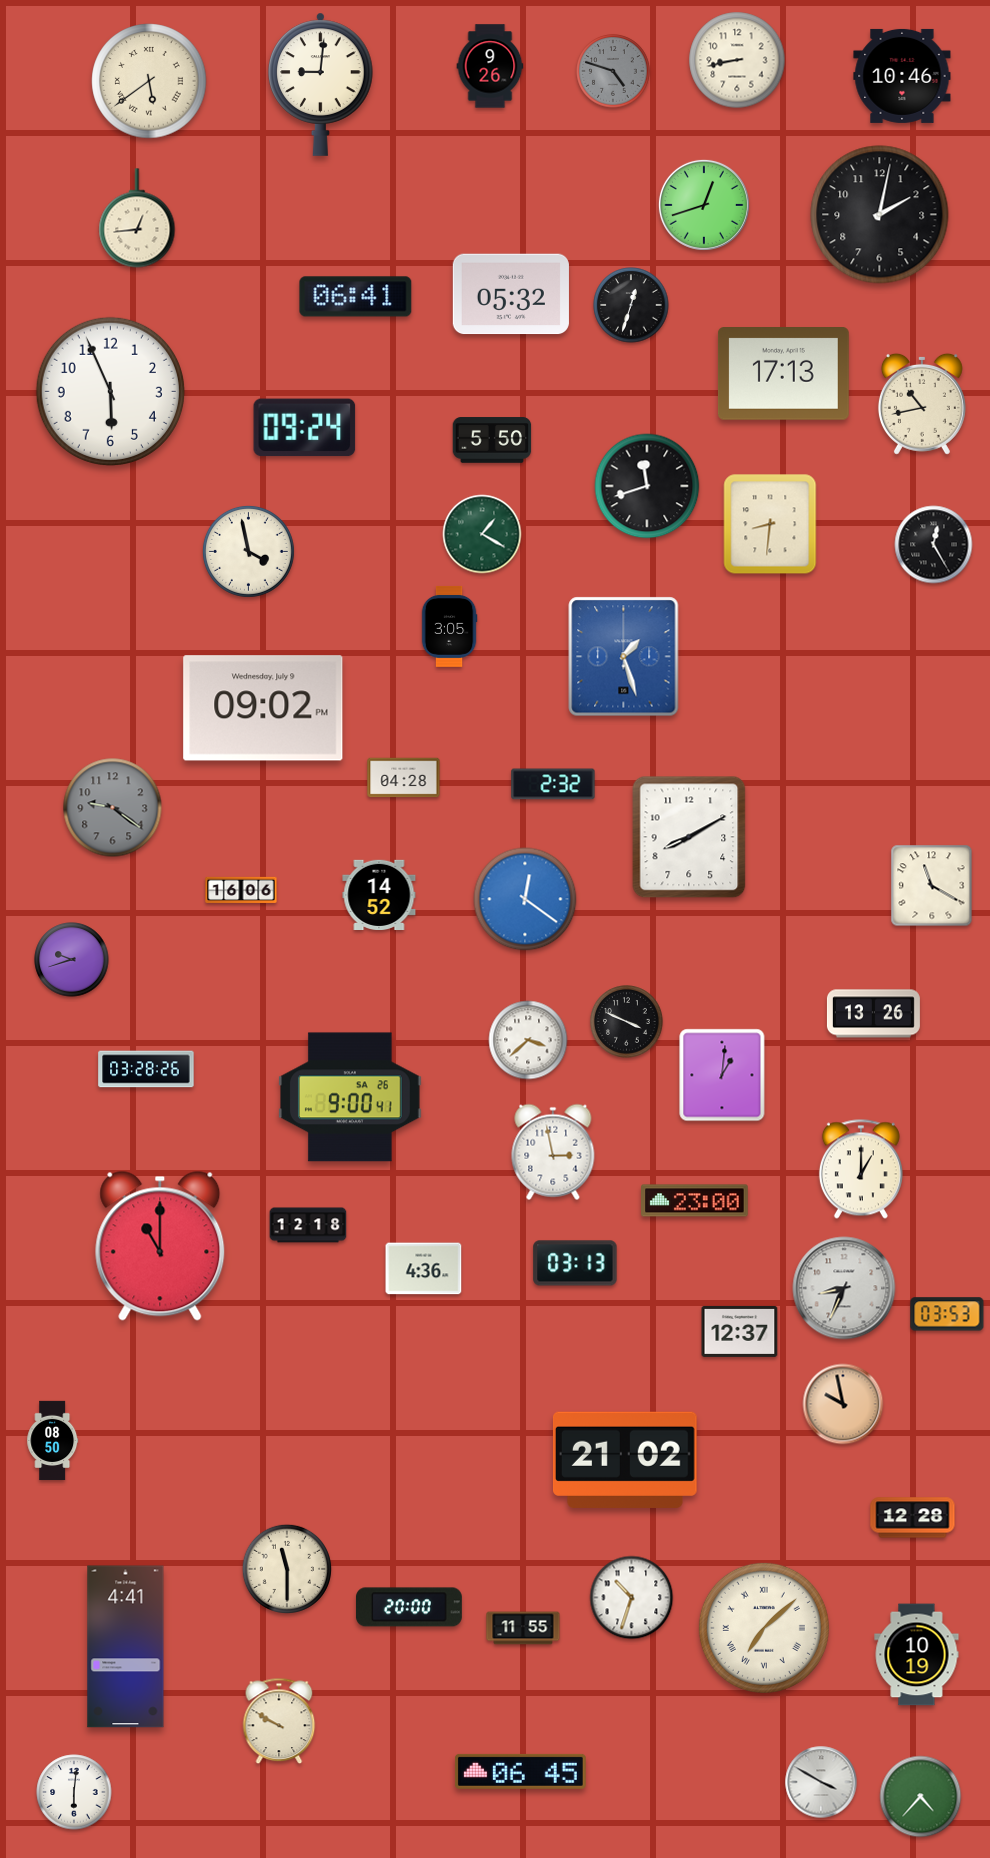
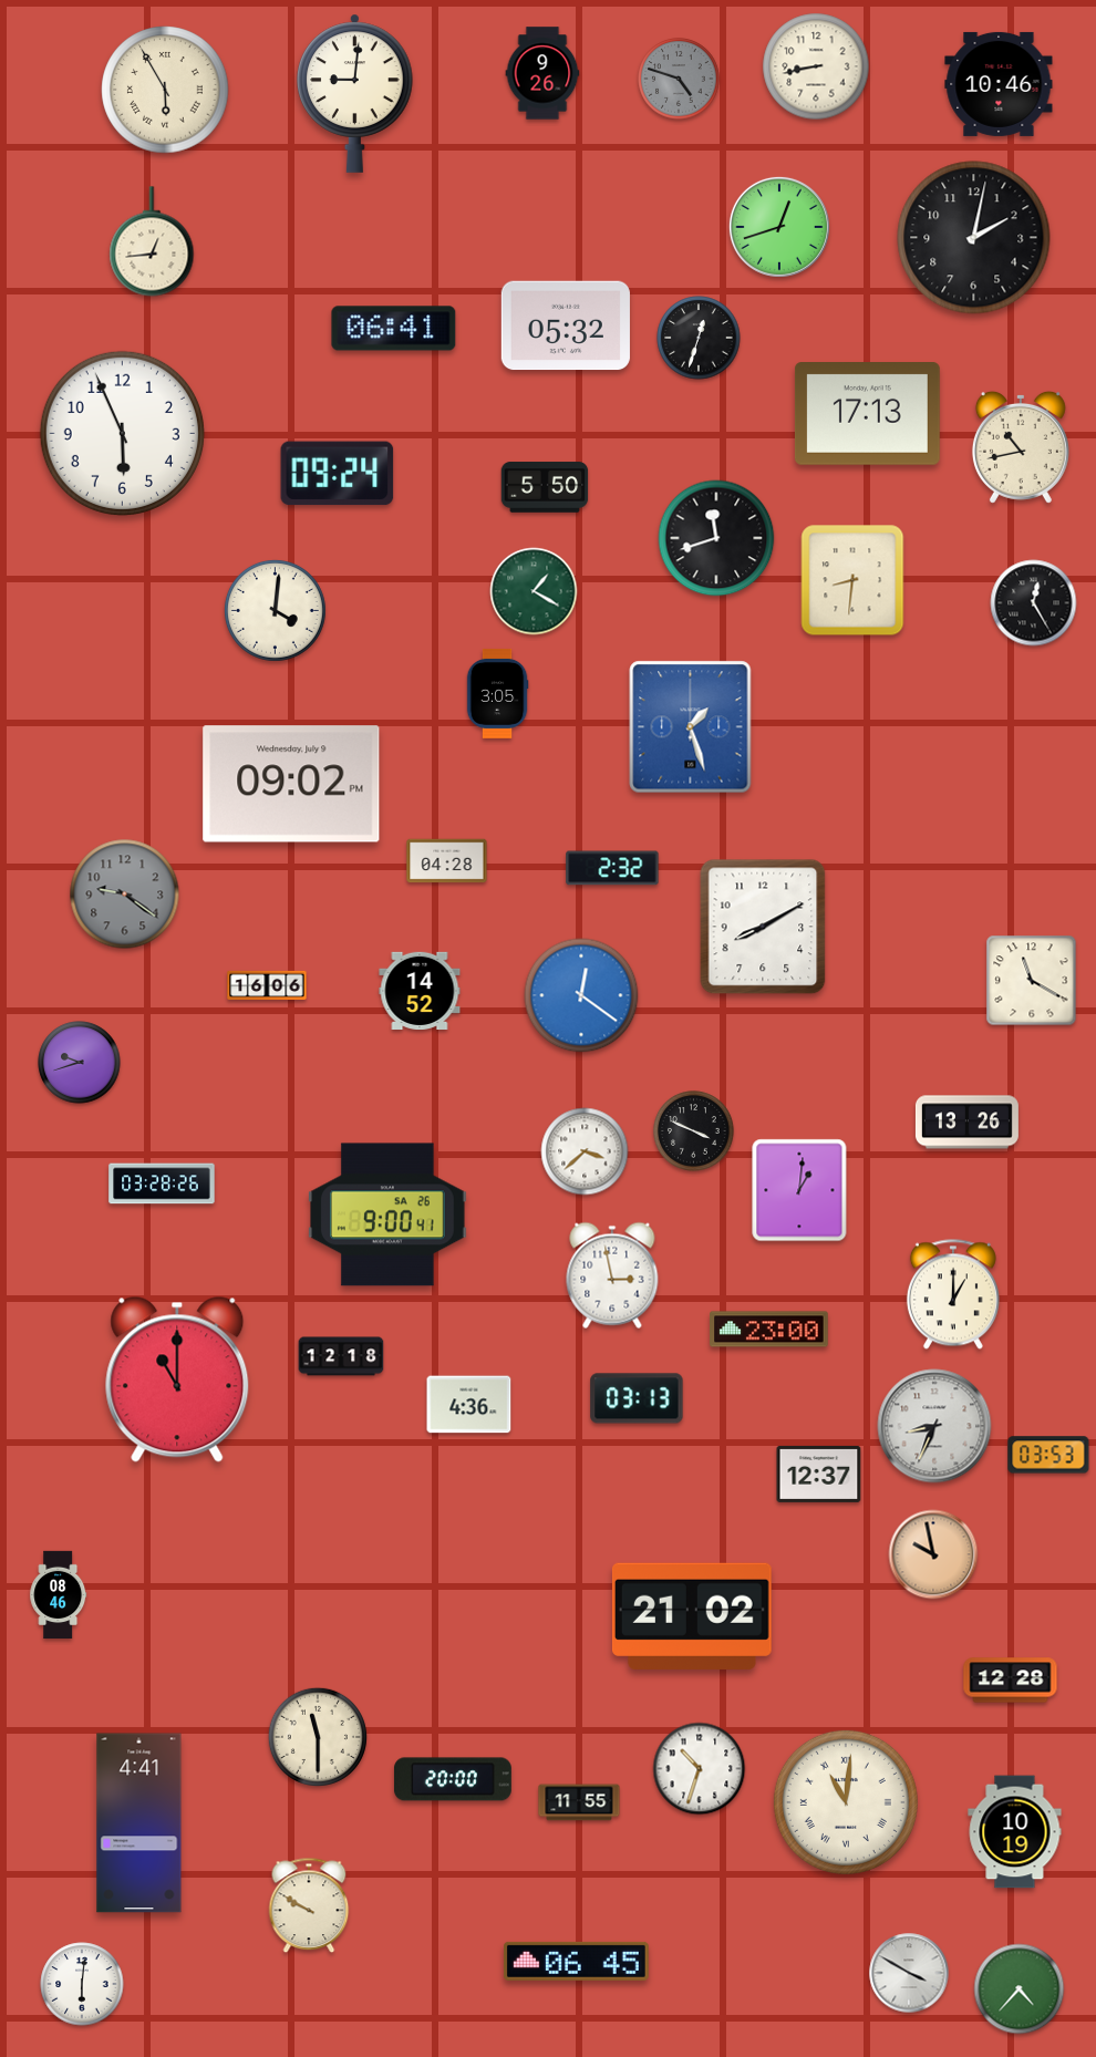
clock at (149, 81): 5:39 -> 5:55
clock at (248, 551): 3:58 -> 4:01
clock at (53, 1441): 08:50 -> 08:46
clock at (764, 1628): 7:08 -> 11:01
